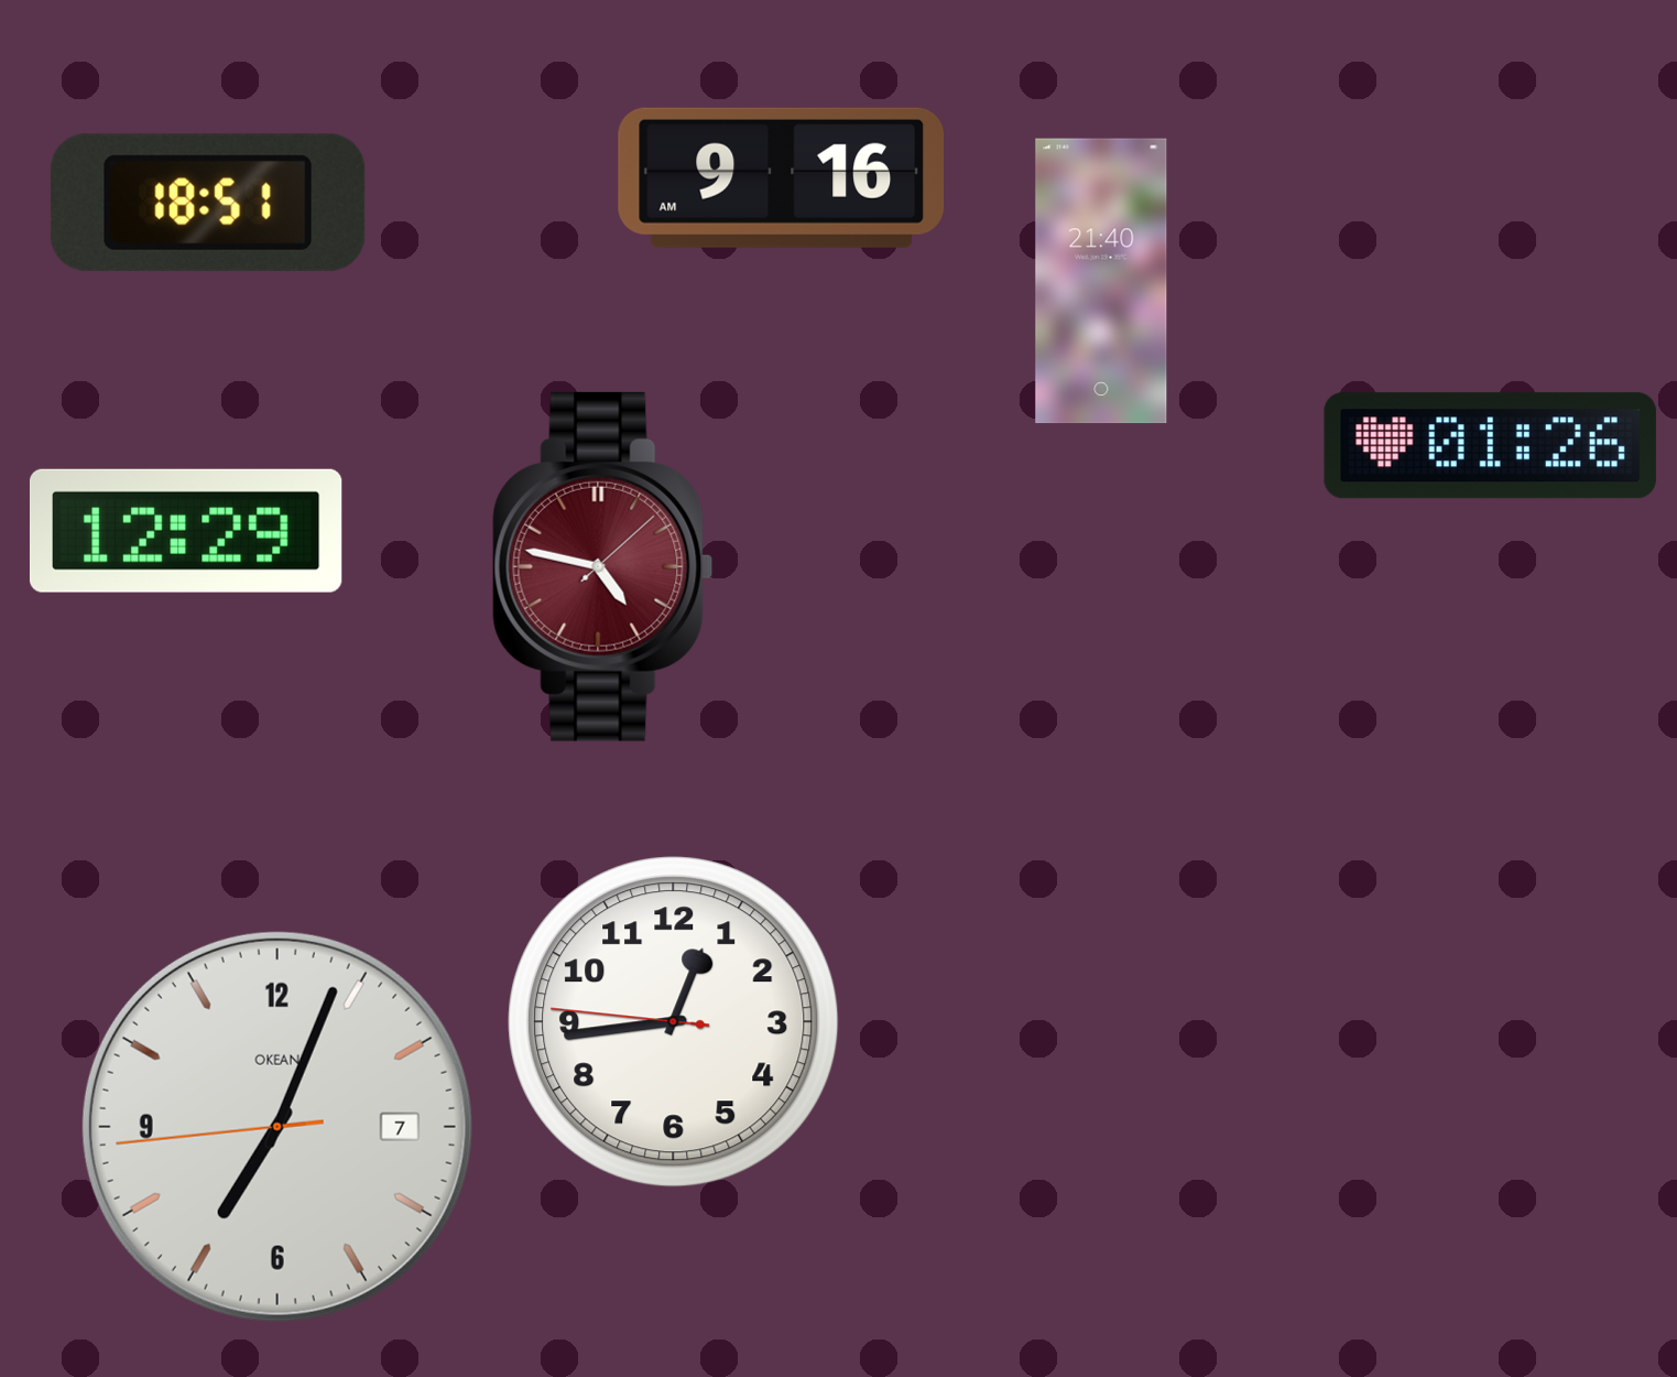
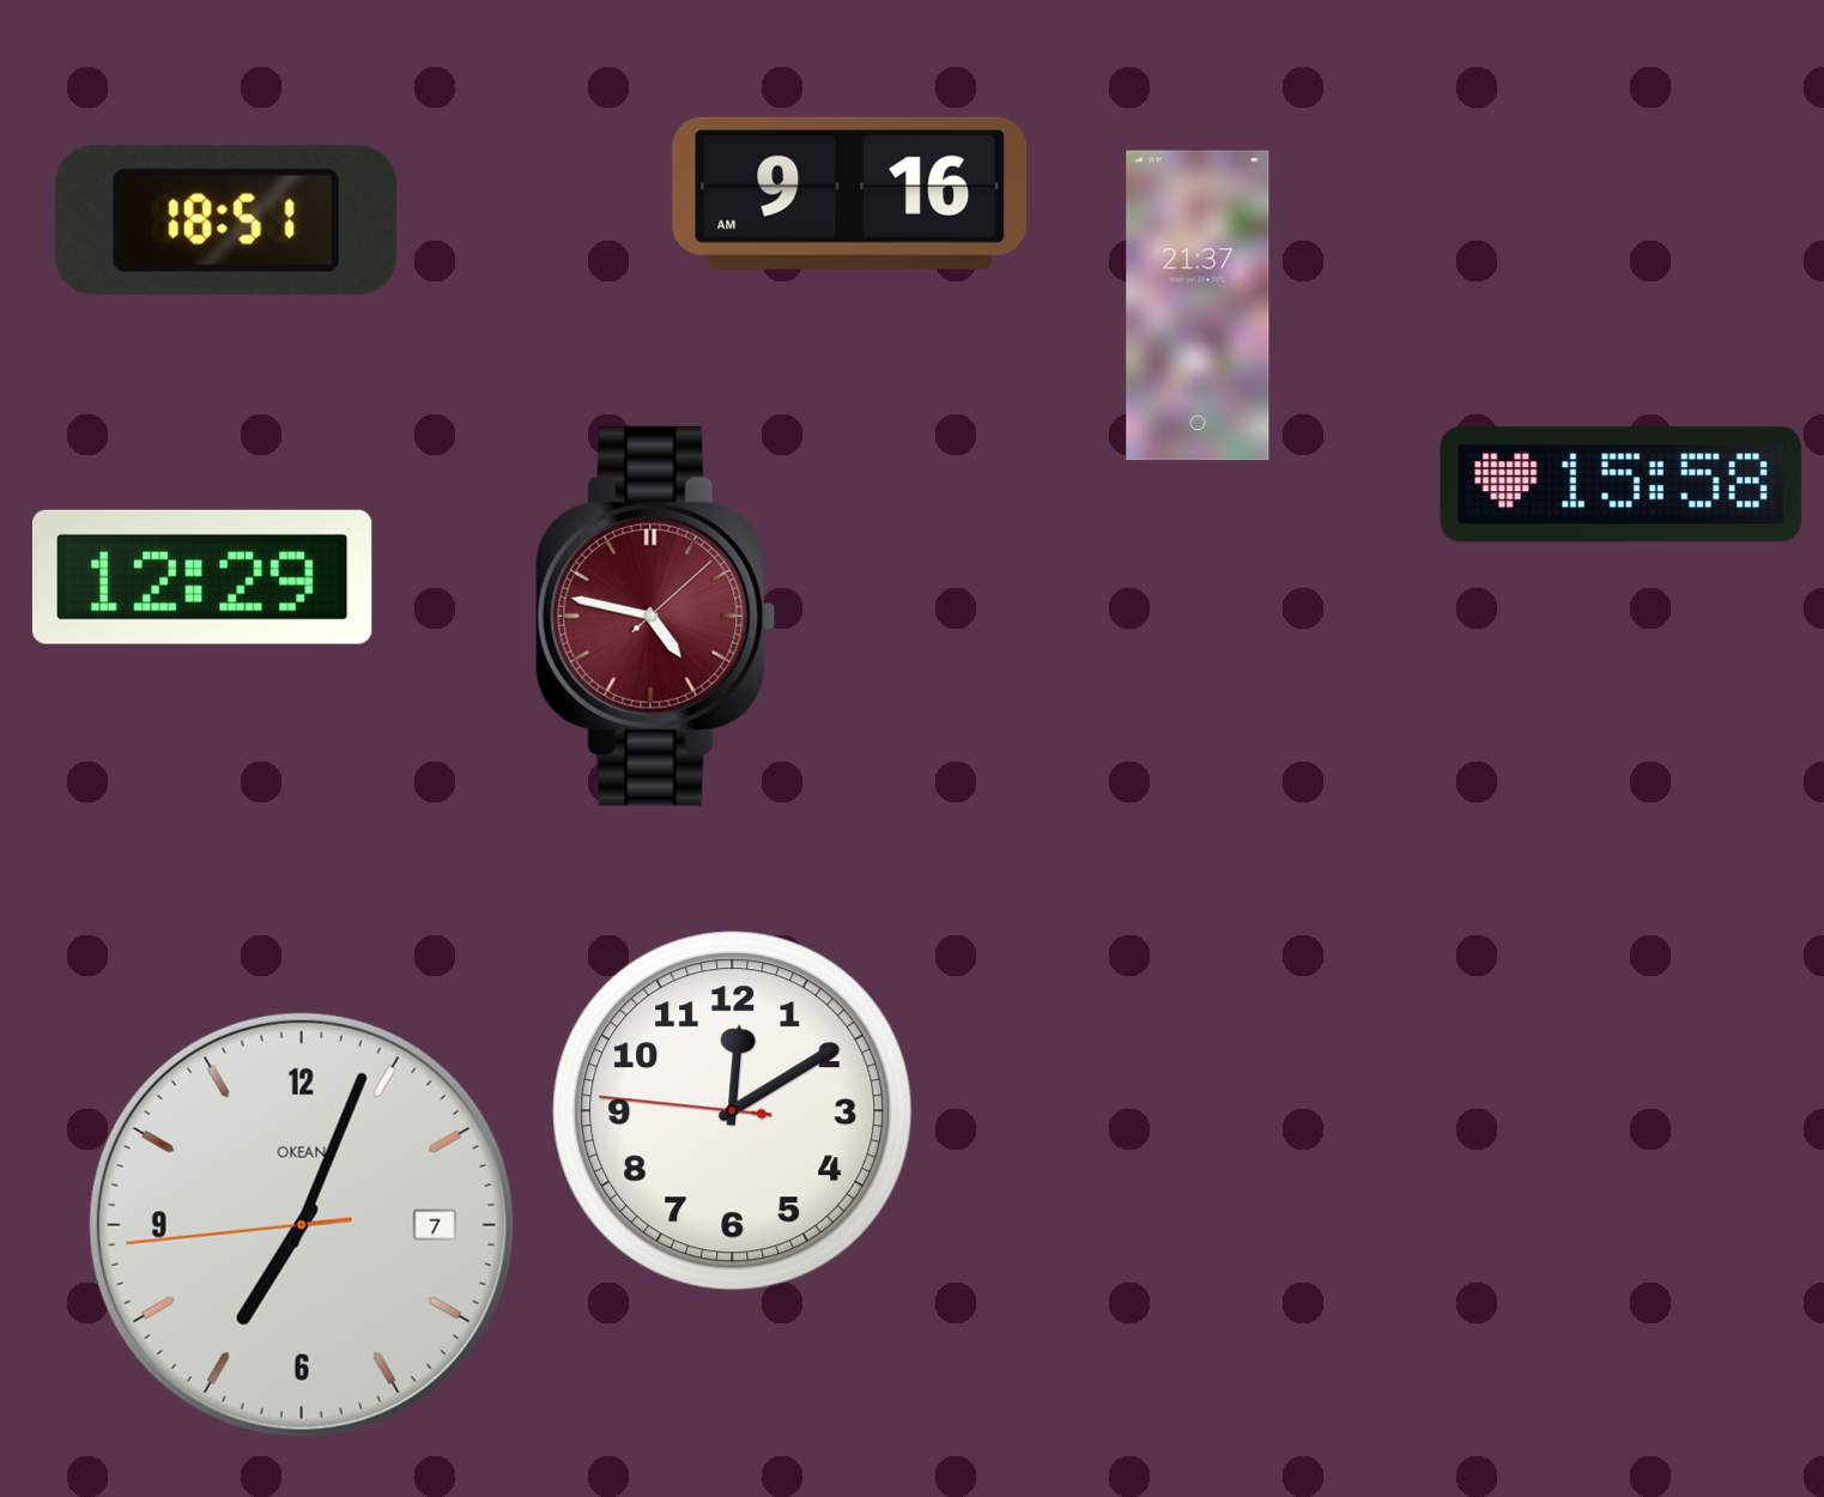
clock at (1101, 281): 21:40 -> 21:37
clock at (1490, 446): 01:26 -> 15:58
clock at (674, 1022): 12:43 -> 12:09
